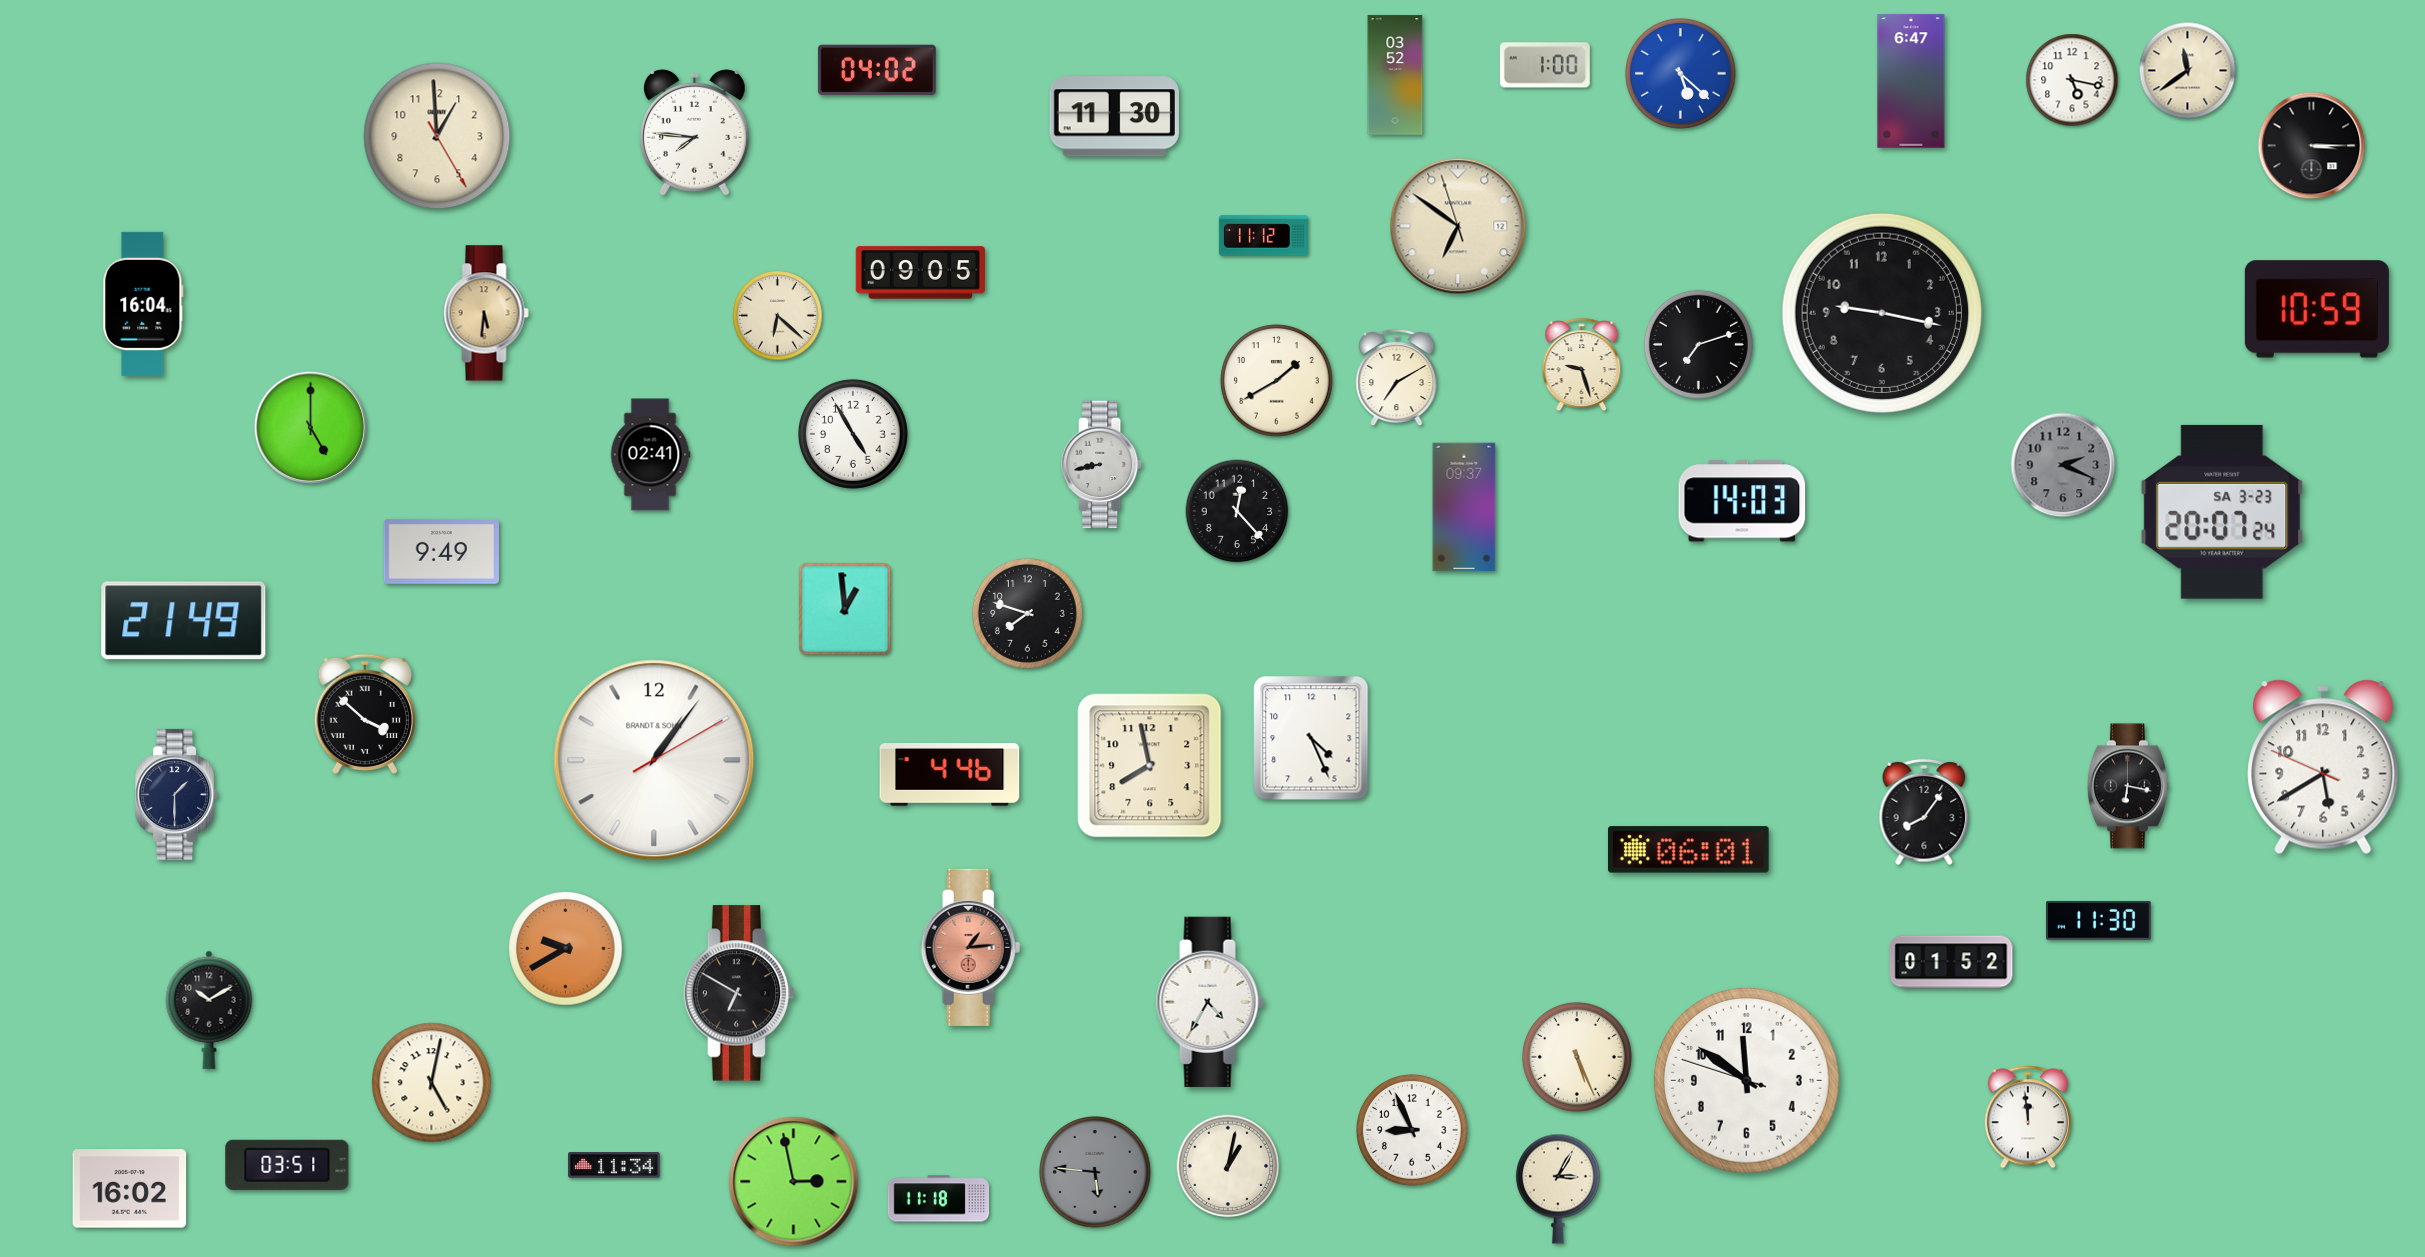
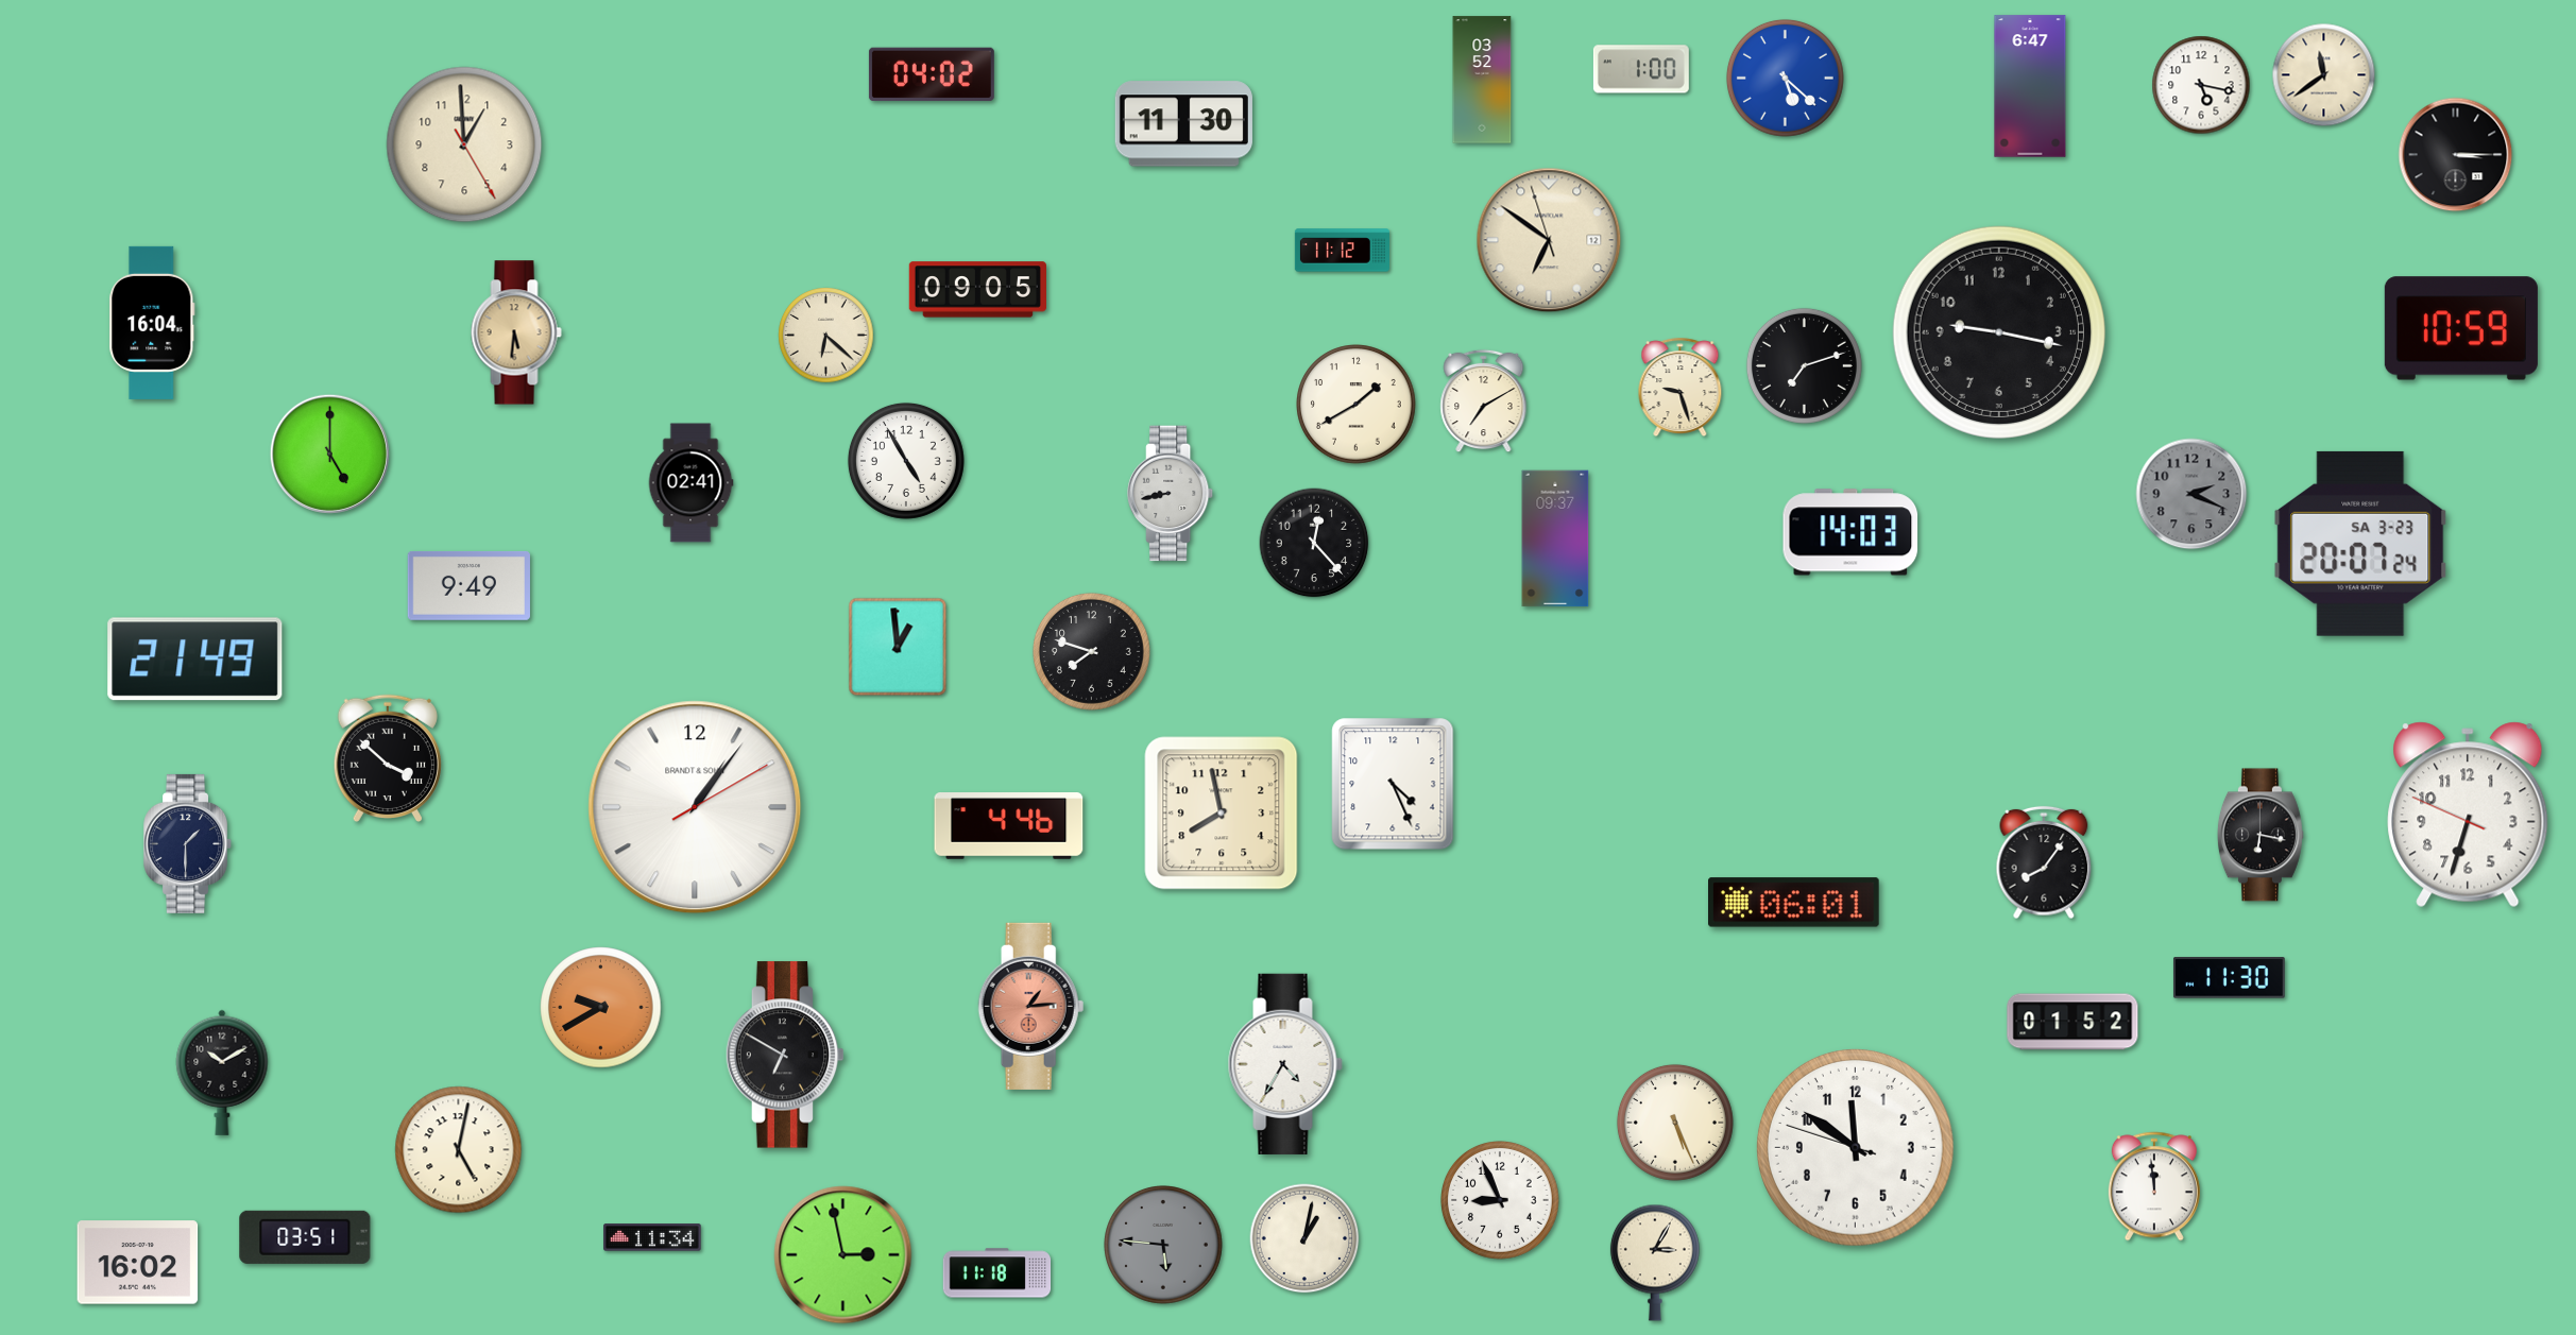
clock at (694, 133): 7:46 -> none
clock at (2323, 767): 5:39 -> 6:32
clock at (950, 775) position: (950, 775) -> (1009, 826)
